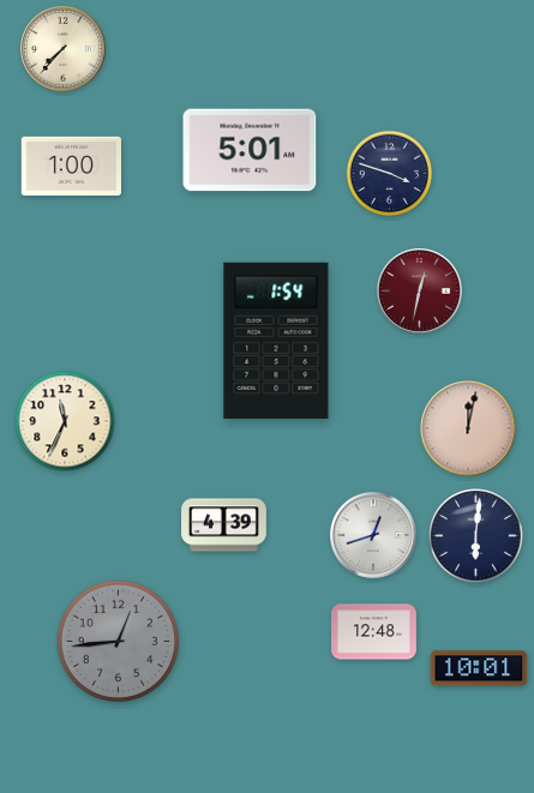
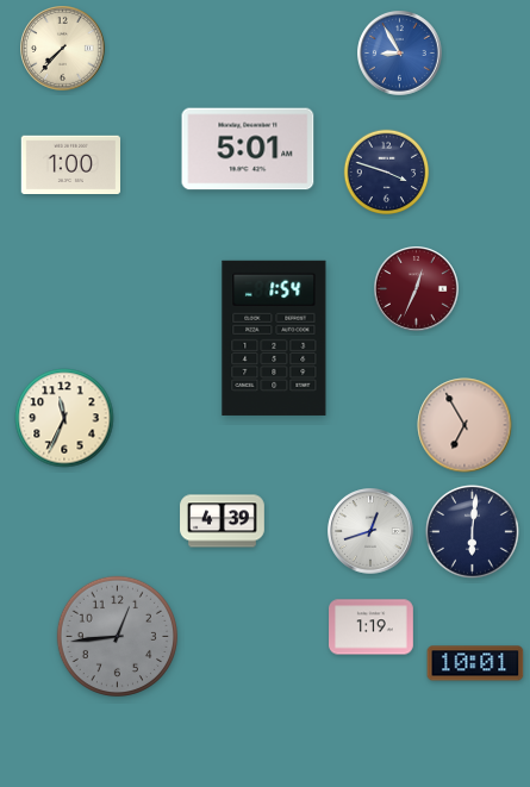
clock at (400, 54): none -> 8:55
clock at (420, 292): 12:32 -> 12:34
clock at (468, 428): 12:02 -> 6:55
clock at (374, 632): 12:48 -> 1:19
